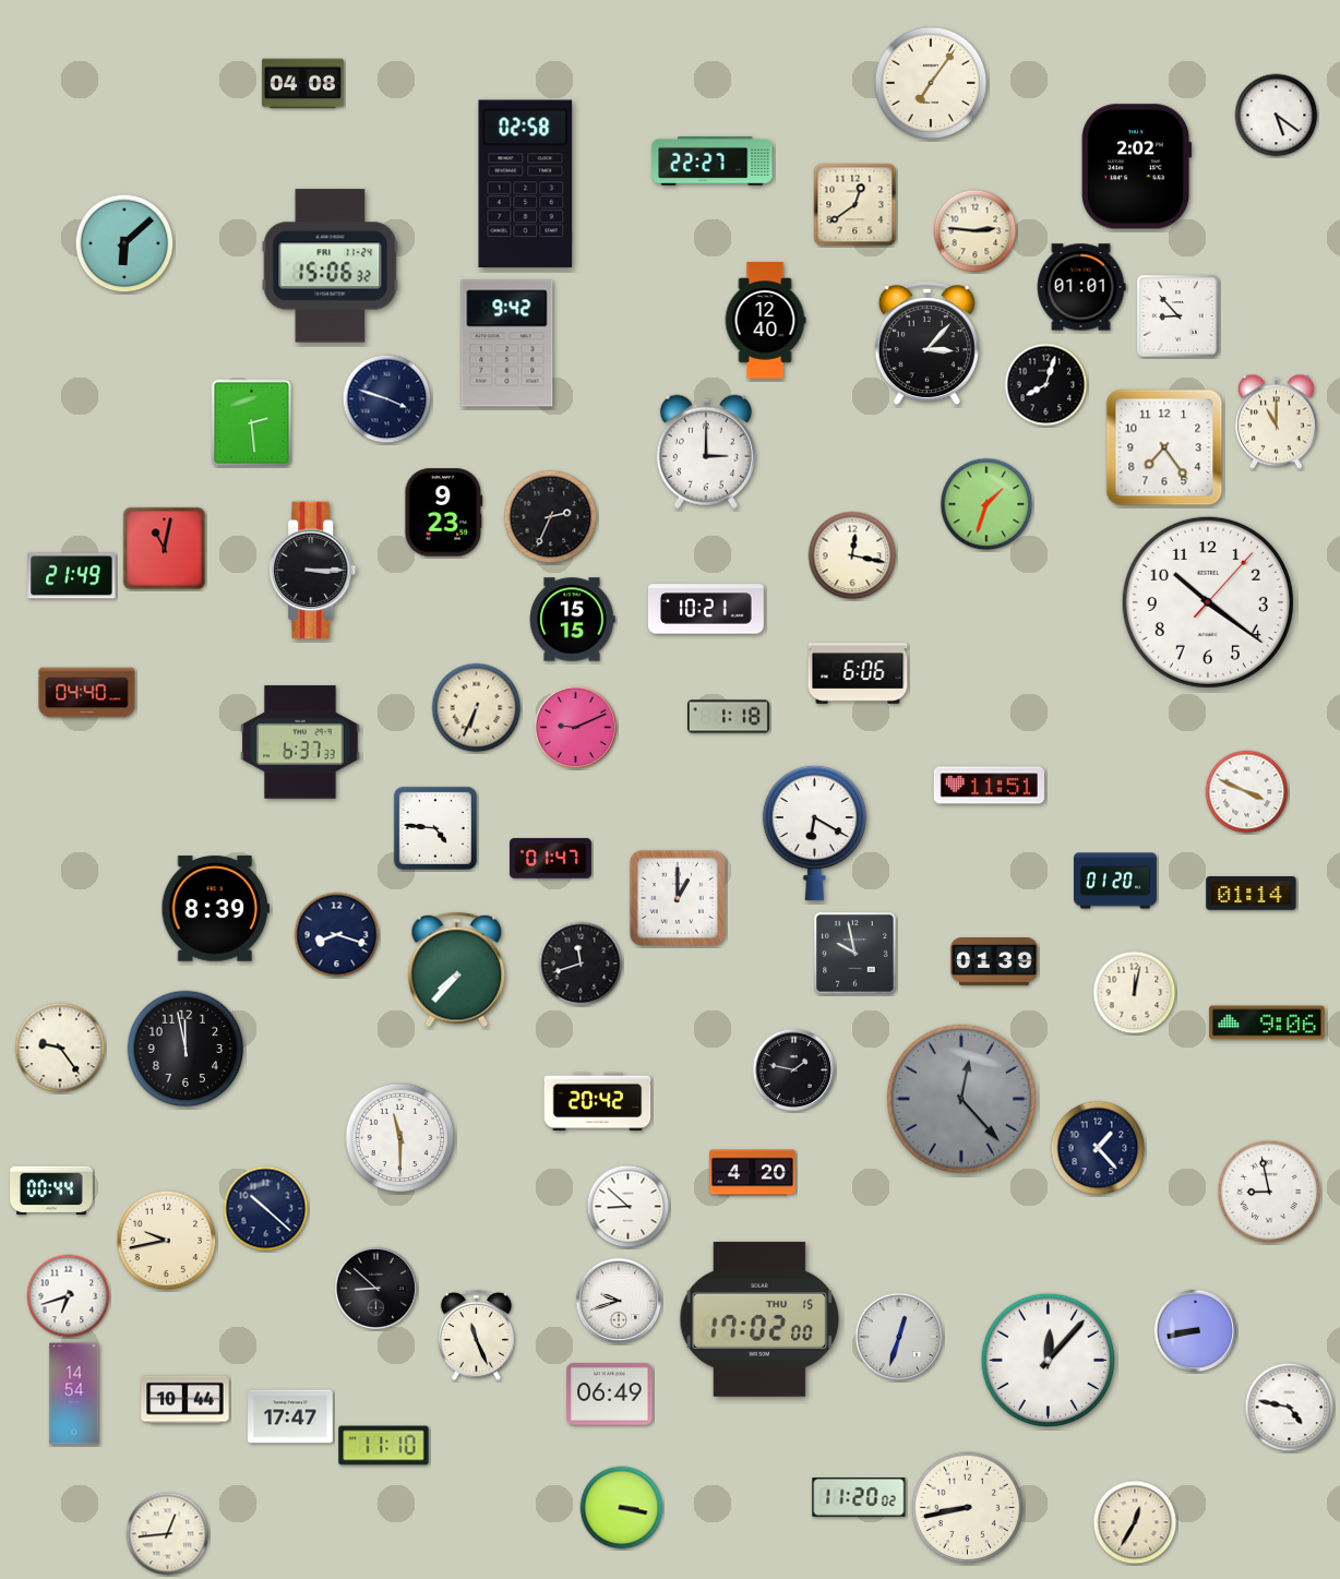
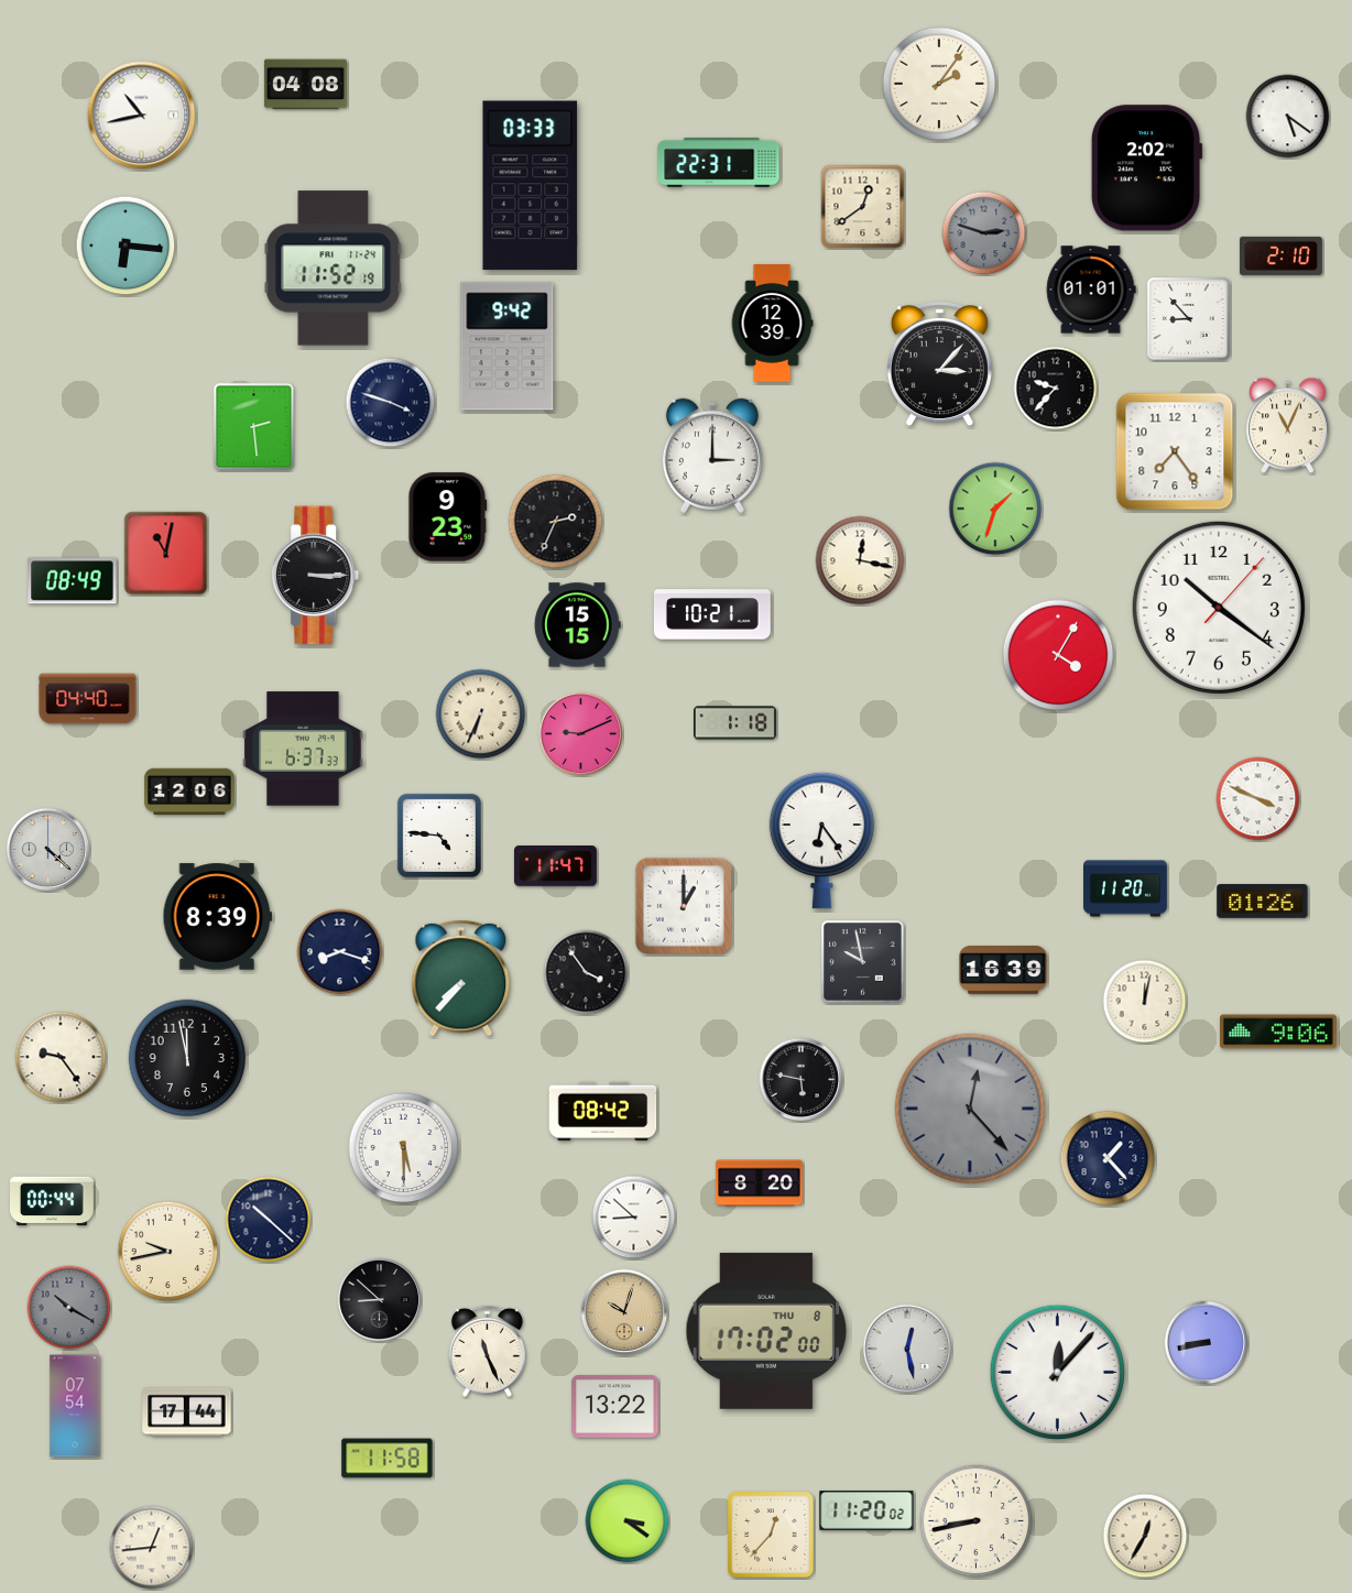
clock at (931, 83): 7:06 -> 2:06
clock at (142, 116): none -> 10:43
clock at (713, 162): 22:27 -> 22:31
clock at (526, 184): 02:58 -> 03:33
clock at (976, 231): 2:46 -> 2:48
clock at (976, 231) dial: cream -> grey
clock at (124, 243): 6:08 -> 6:16
clock at (1280, 255): none -> 2:10
clock at (331, 266): 15:06 -> 11:52
clock at (765, 321): 12:40 -> 12:39
clock at (507, 344) position: (507, 344) -> (508, 347)
clock at (926, 344) position: (926, 344) -> (939, 364)
clock at (1046, 385): 8:03 -> 9:37
clock at (1276, 422): 11:00 -> 11:04
clock at (72, 576): 21:49 -> 08:49
clock at (1058, 655): none -> 4:05
clock at (858, 673): 6:06 -> none
clock at (189, 792): none -> 12:06
clock at (989, 786): 11:51 -> none
clock at (814, 833): 6:20 -> 6:24
clock at (48, 850): none -> 4:22
clock at (550, 859): 01:47 -> 11:47
clock at (1116, 881): 01:20 -> 11:20
clock at (1252, 894): 01:14 -> 01:26
clock at (337, 935) position: (337, 935) -> (340, 952)
clock at (994, 962): 01:39 -> 16:39
clock at (581, 964): 11:42 -> 3:54
clock at (794, 1070): 1:47 -> 5:47
clock at (598, 1101): 20:42 -> 08:42
clock at (400, 1138): 11:30 -> 5:30
clock at (753, 1173): 4:20 -> 8:20
clock at (1269, 1192): 8:58 -> none
clock at (69, 1296): 6:42 -> 10:20
clock at (69, 1296) dial: white -> grey
clock at (619, 1301): 9:42 -> 10:03
clock at (619, 1301) dial: white -> champagne
clock at (759, 1319) date: THU 15 -> THU 8
clock at (476, 1335) position: (476, 1335) -> (487, 1351)
clock at (899, 1337): 12:33 -> 12:28
clock at (74, 1393): 14:54 -> 07:54
clock at (610, 1395): 06:49 -> 13:22
clock at (186, 1400): 10:44 -> 17:44
clock at (1290, 1408): 4:47 -> none
clock at (290, 1416): 17:47 -> none
clock at (384, 1446): 11:10 -> 11:58
clock at (622, 1508): 3:17 -> 3:21
clock at (771, 1535): none -> 12:37
clock at (168, 1534) position: (168, 1534) -> (152, 1548)
